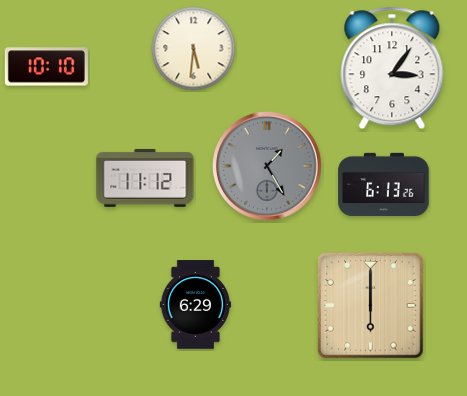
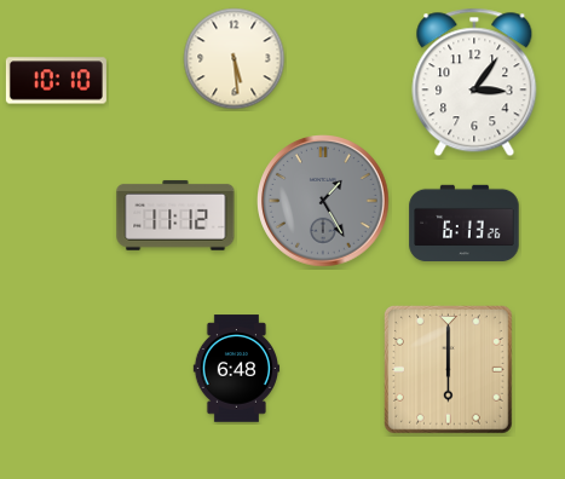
clock at (194, 49): 5:31 -> 5:29
clock at (196, 305): 6:29 -> 6:48
